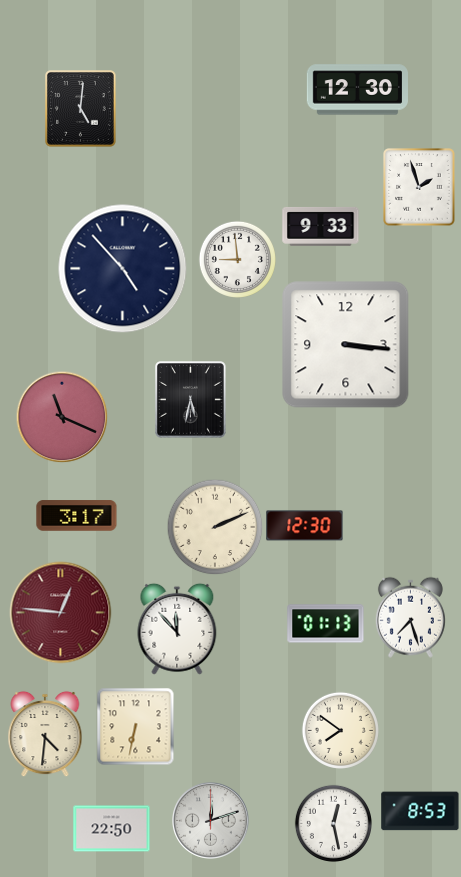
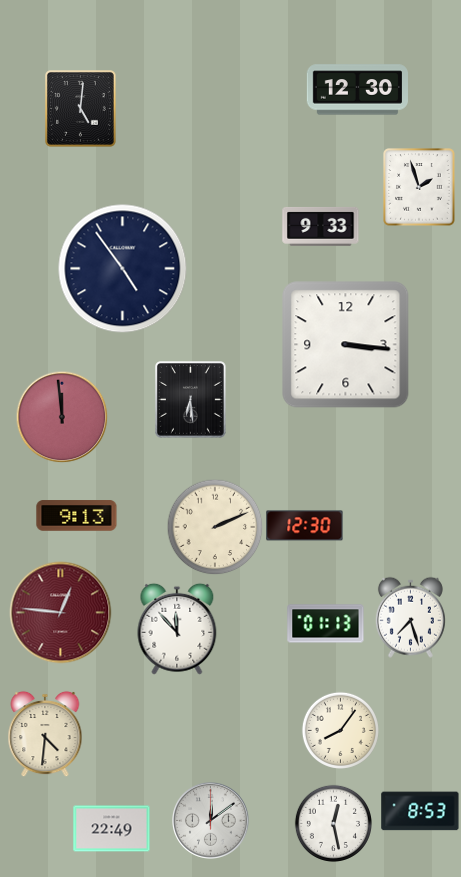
clock at (237, 259): 8:59 -> none
clock at (123, 269): 4:53 -> 4:54
clock at (191, 400): 5:32 -> 6:29
clock at (62, 417): 11:19 -> 11:59
clock at (77, 516): 3:17 -> 9:13
clock at (135, 726): 6:32 -> none
clock at (340, 730): 7:51 -> 8:06
clock at (211, 821): 12:12 -> 12:09
clock at (112, 829): 22:50 -> 22:49
